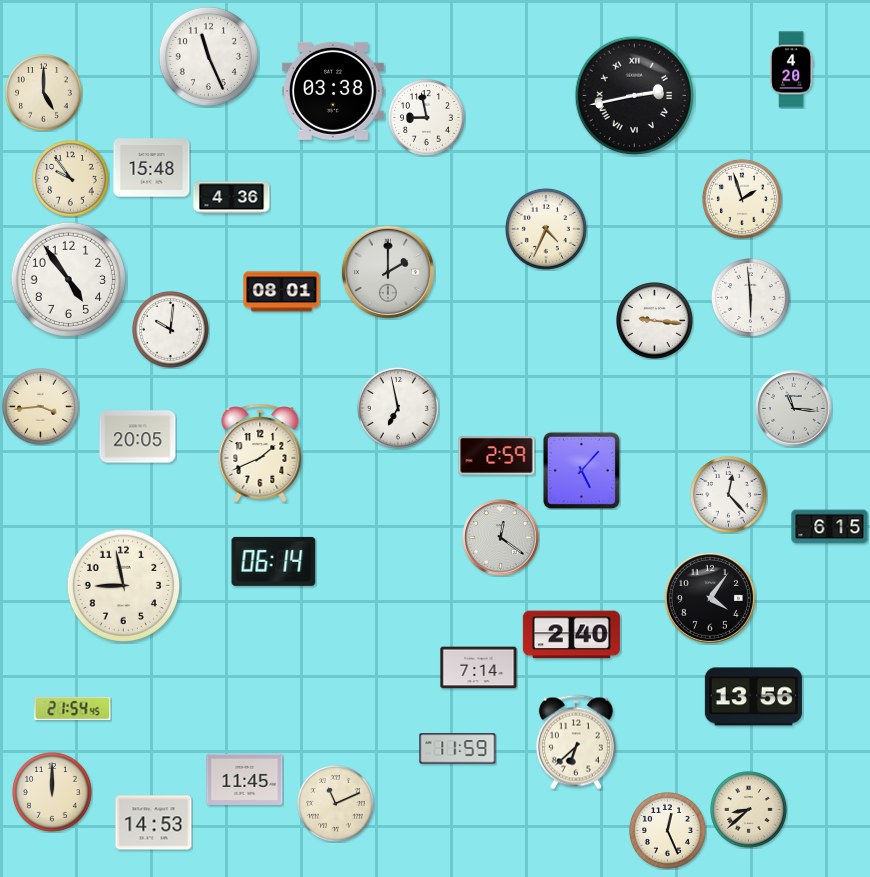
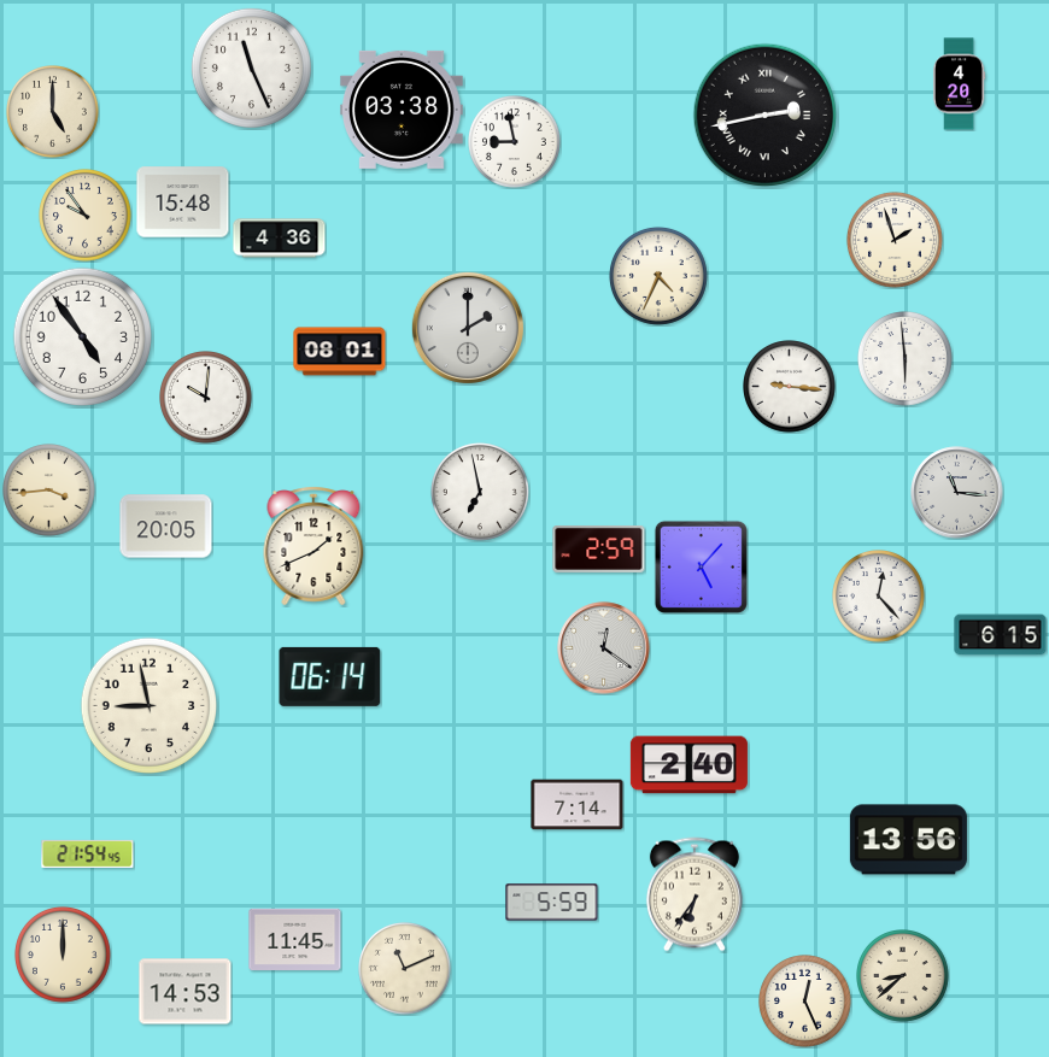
clock at (791, 70) position: (791, 70) -> (959, 84)
clock at (710, 598): 4:06 -> none
clock at (576, 742): 6:38 -> 6:36
clock at (458, 749): 11:59 -> 5:59
